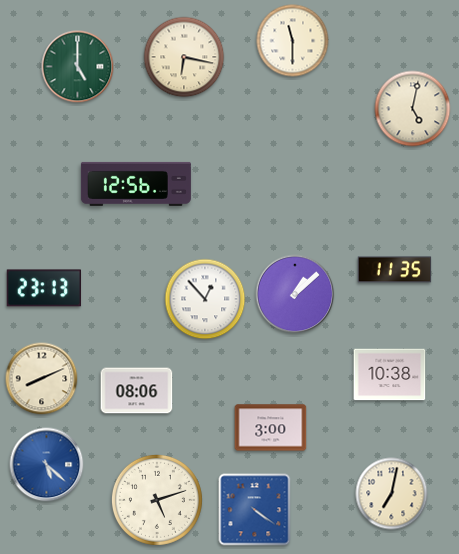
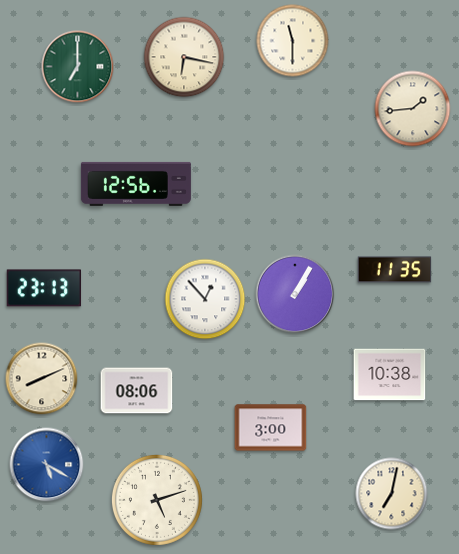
clock at (78, 67): 5:00 -> 7:00
clock at (413, 109): 5:02 -> 1:44
clock at (295, 294): 1:08 -> 1:05
clock at (47, 465): 5:22 -> 5:20
clock at (255, 510): 4:21 -> none
